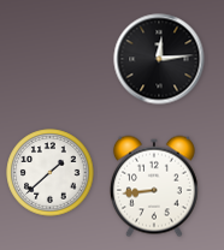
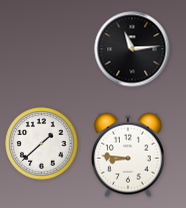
clock at (159, 59): 12:14 -> 11:14
clock at (154, 186): 8:44 -> 8:46
